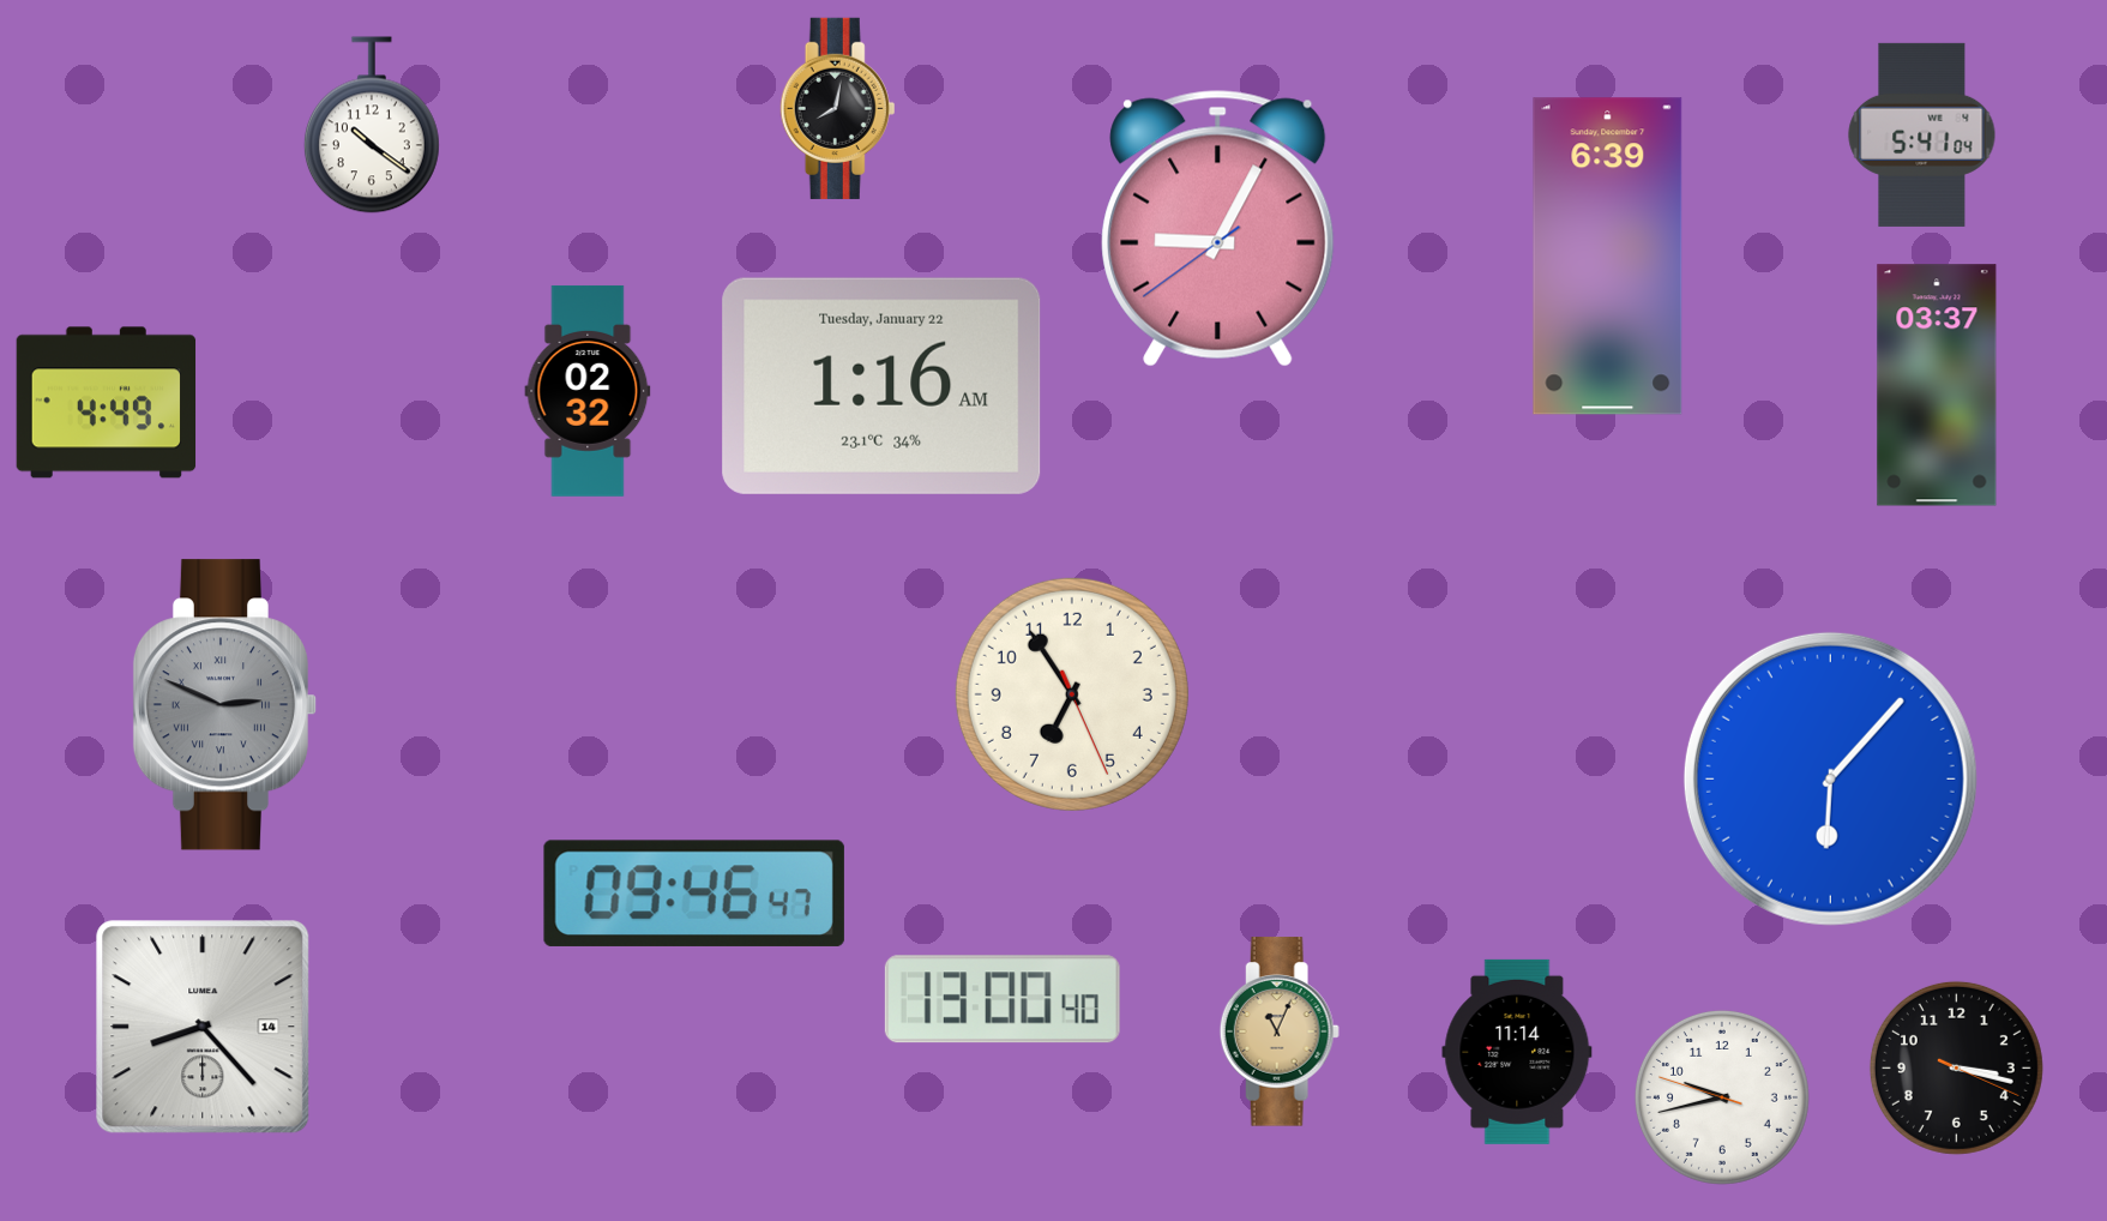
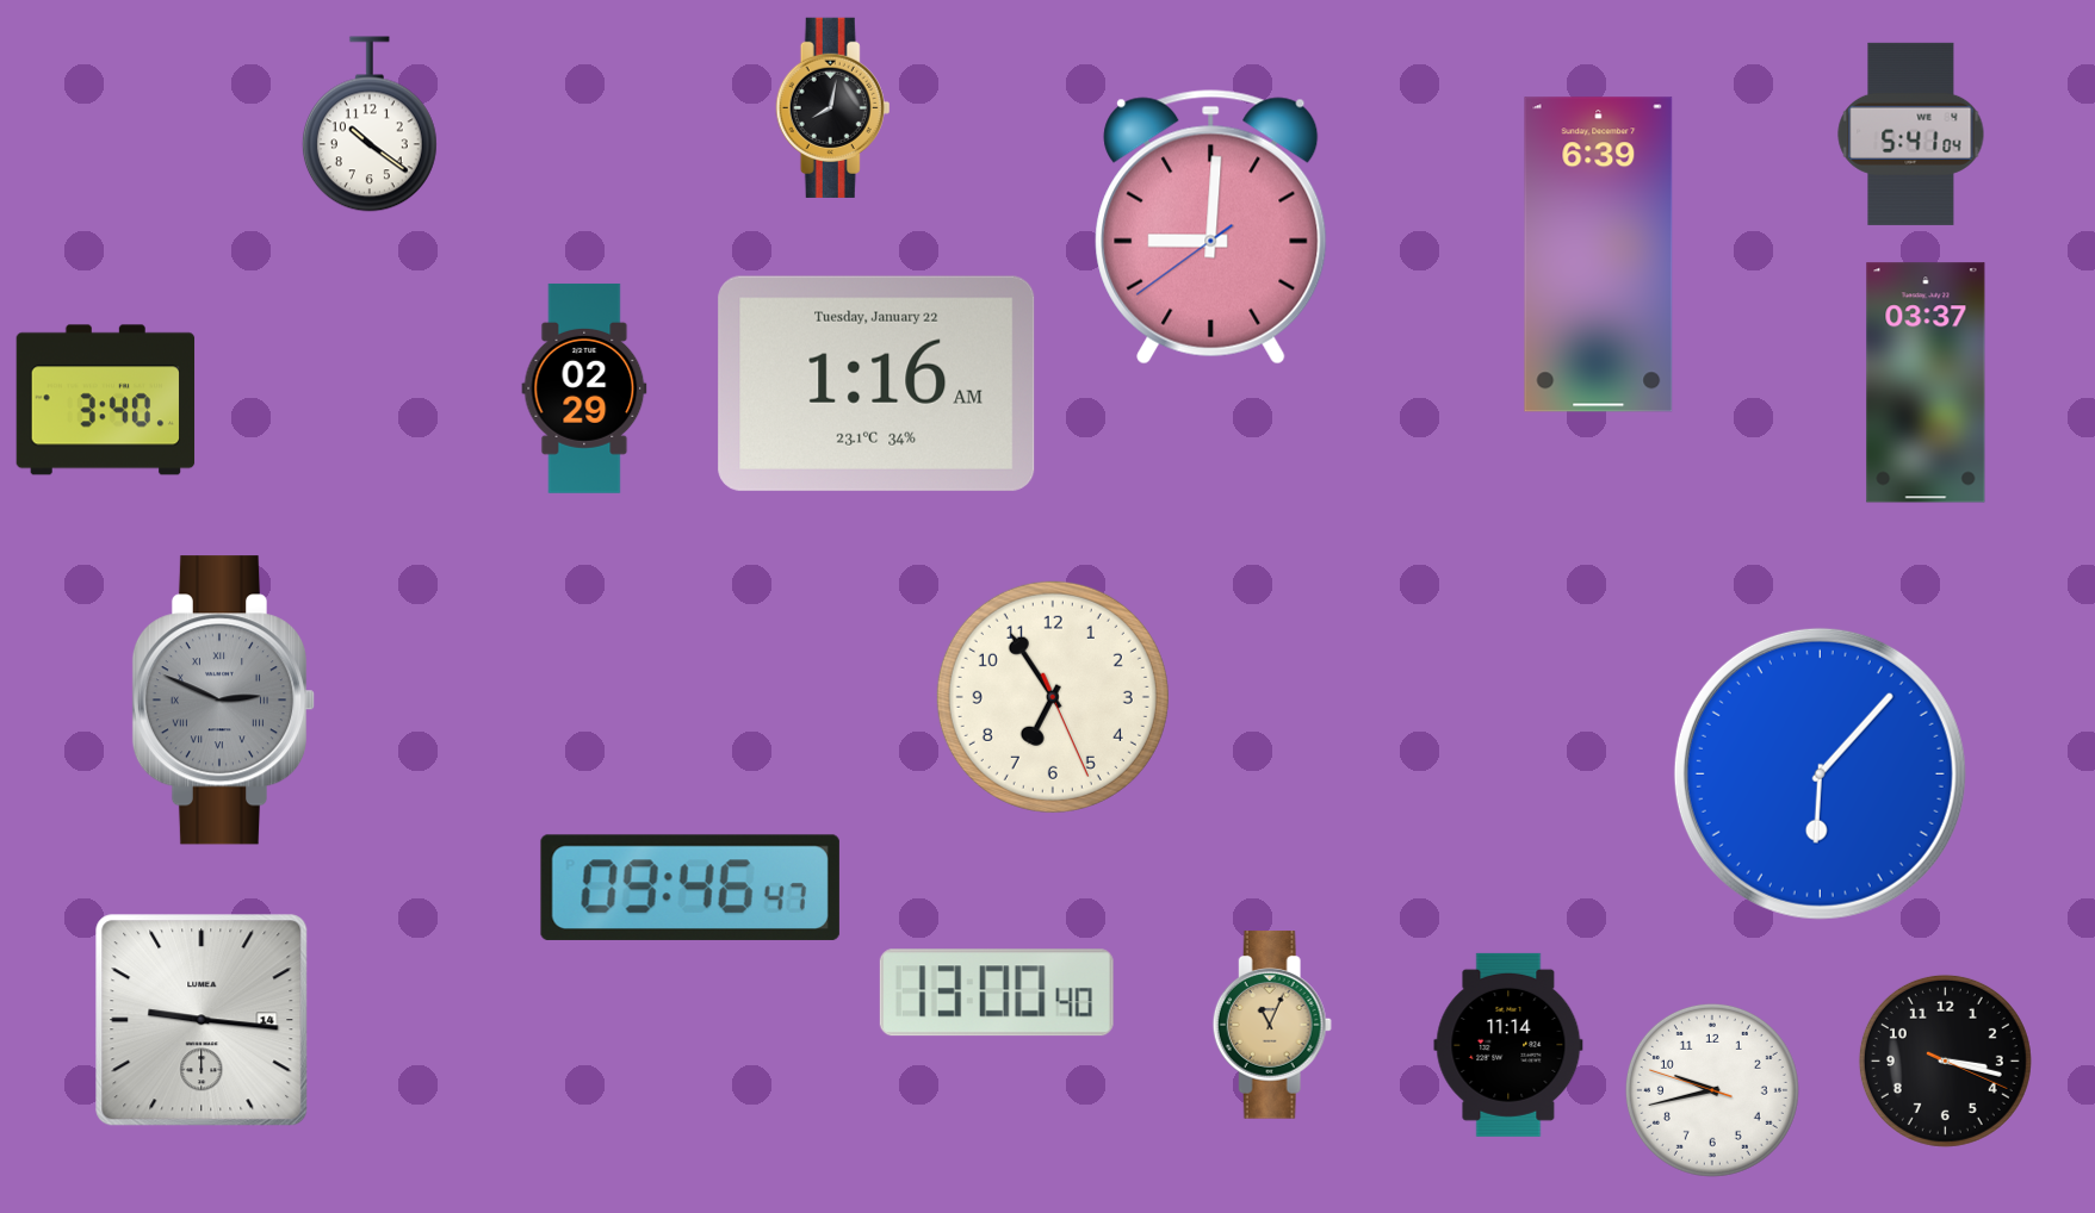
clock at (1218, 229): 9:04 -> 9:00
clock at (588, 391): 02:32 -> 02:29
clock at (107, 403): 4:49 -> 3:40
clock at (1072, 694) position: (1072, 694) -> (1053, 697)
clock at (203, 1027): 8:23 -> 9:16
